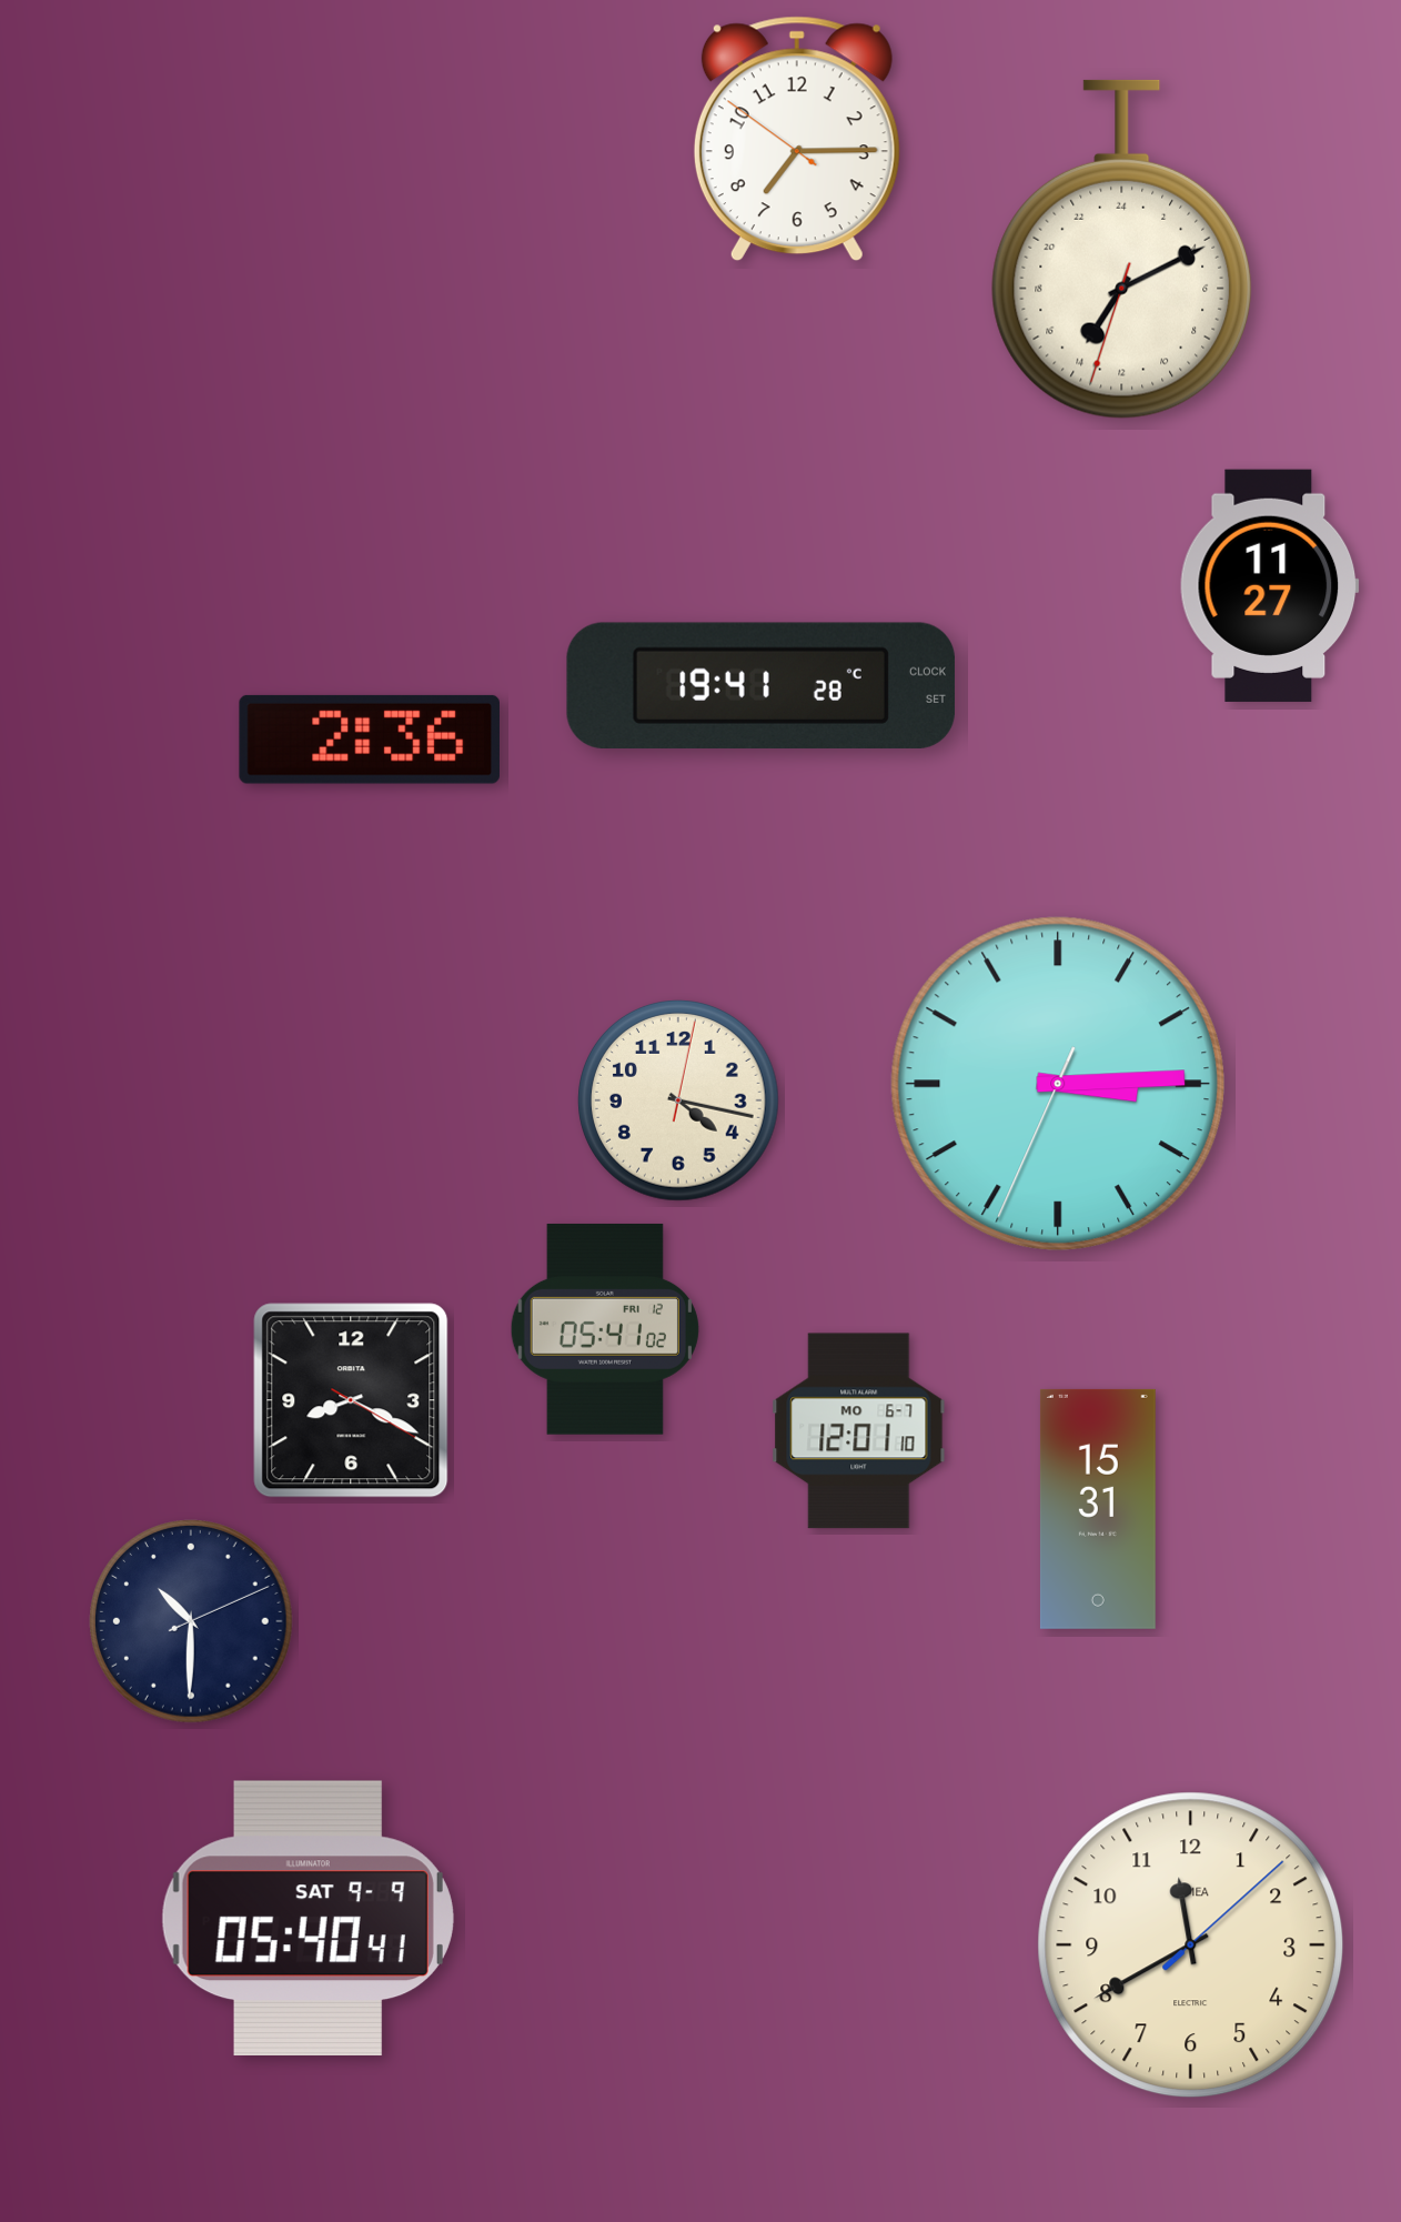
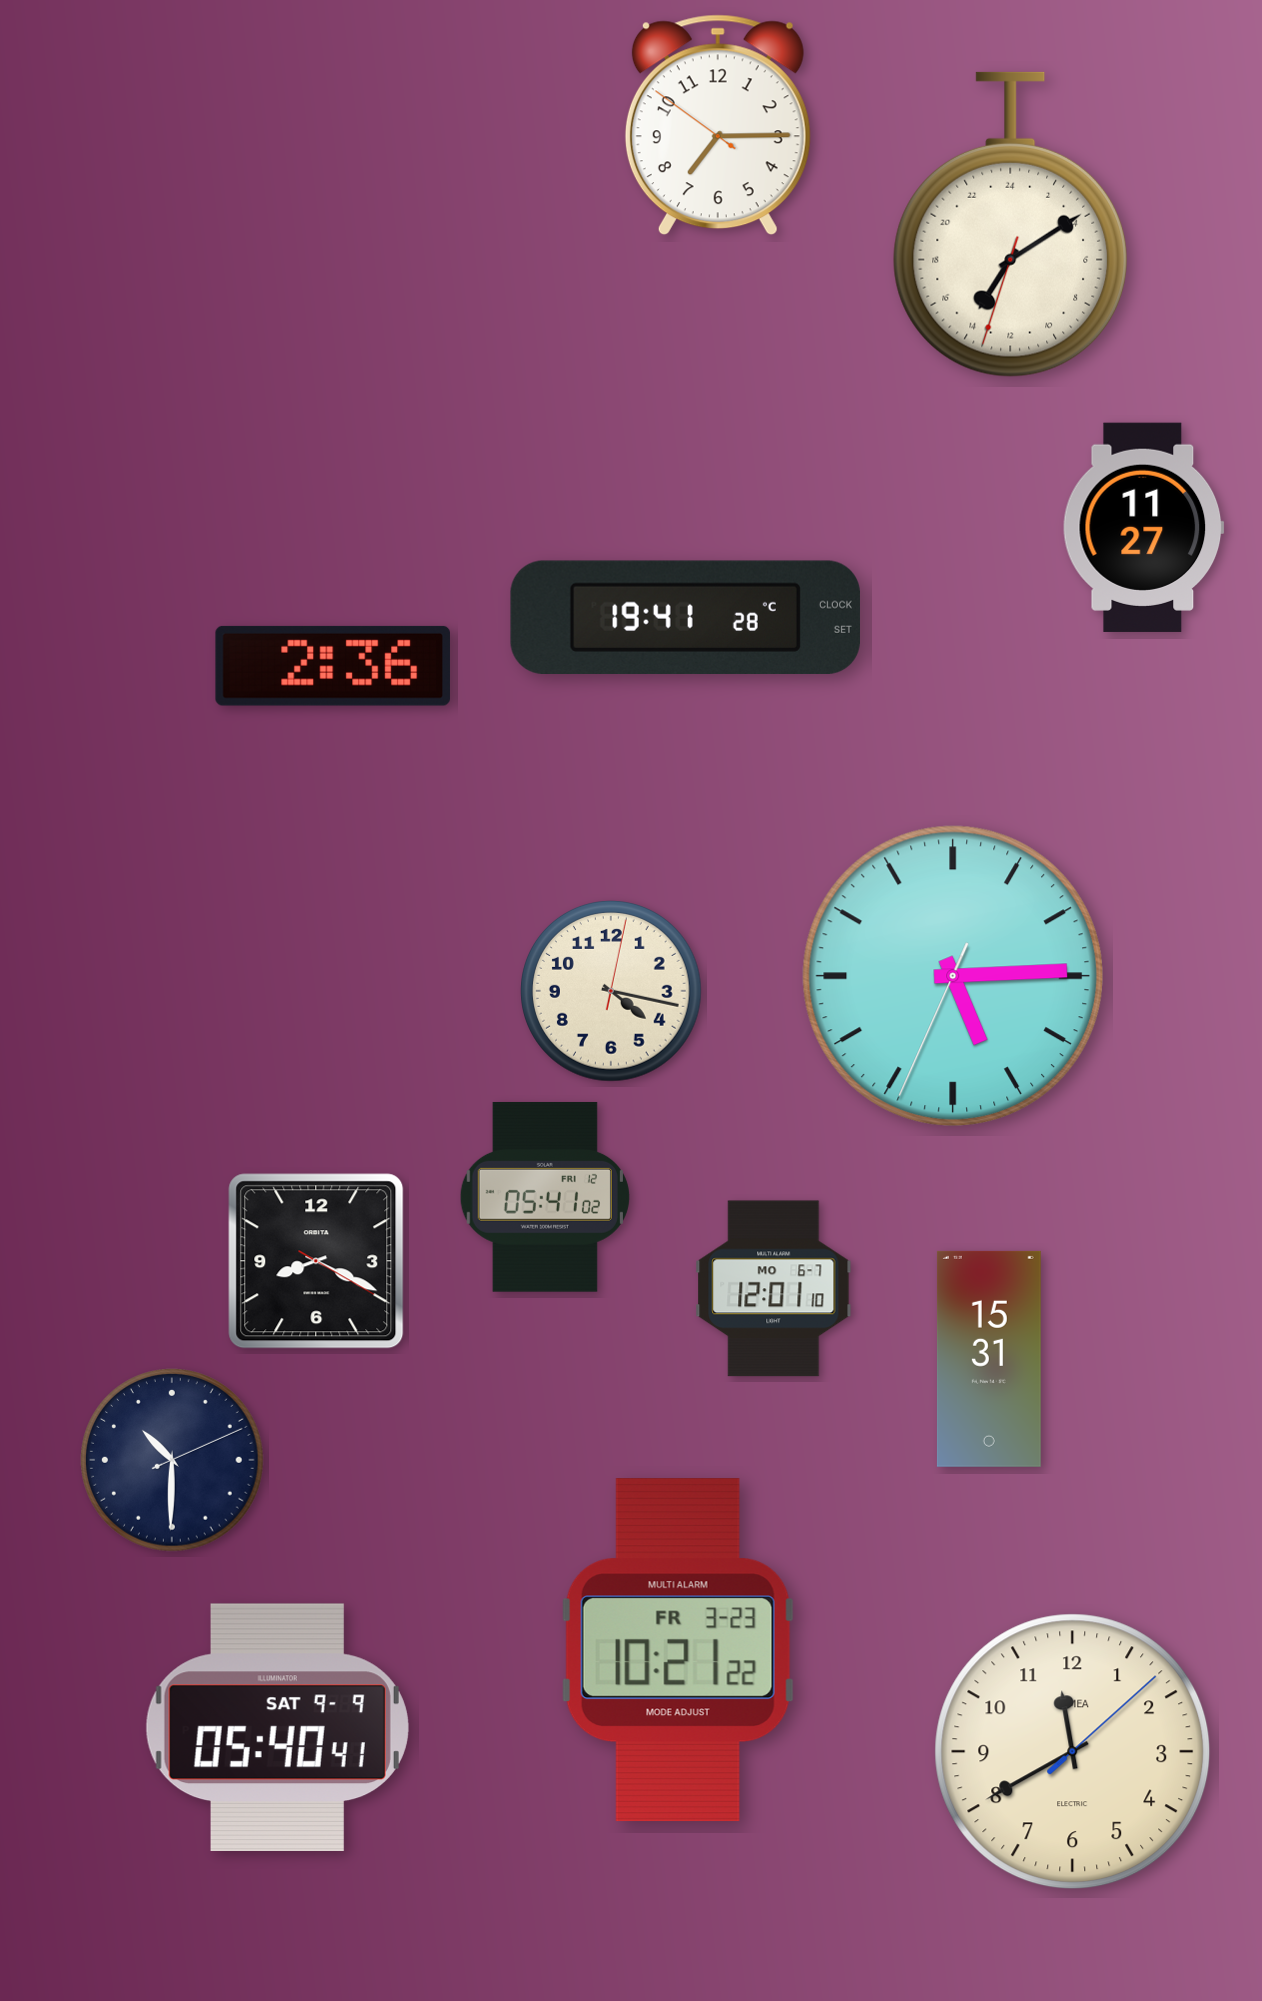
clock at (1122, 250): 14:10 -> 14:09
clock at (1057, 1083): 3:14 -> 5:14
clock at (678, 1650): none -> 10:21
